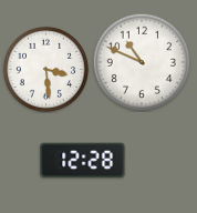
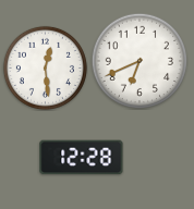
clock at (141, 61): 10:49 -> 6:41
clock at (45, 69): 3:29 -> 12:29
